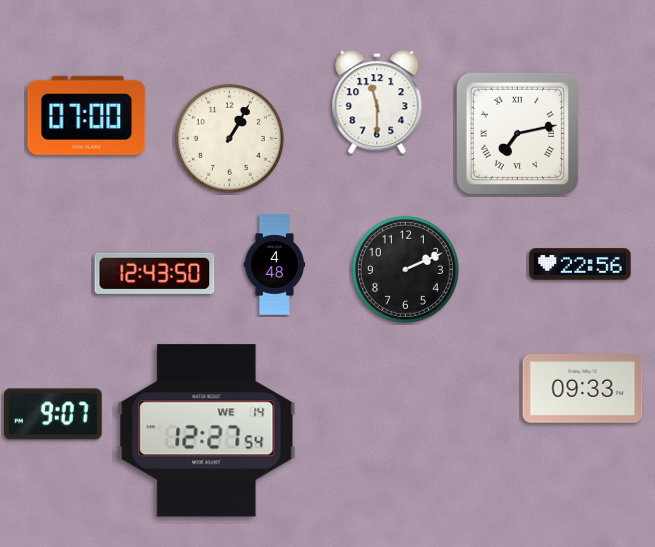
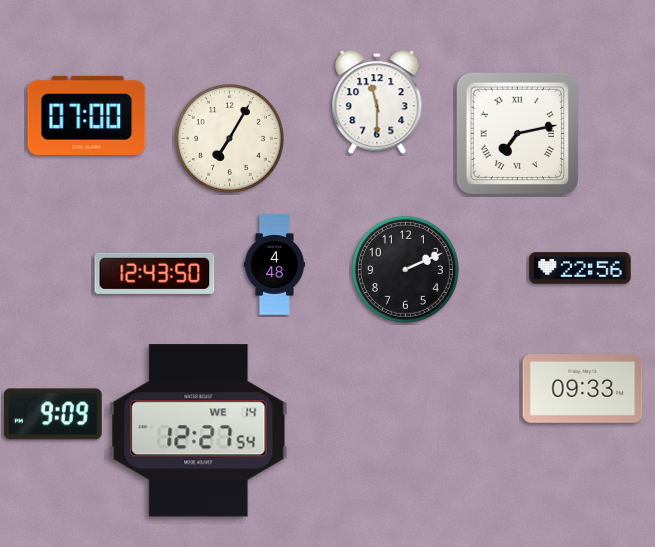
clock at (229, 138): 1:05 -> 7:05
clock at (580, 264) position: (580, 264) -> (580, 268)
clock at (53, 414): 9:07 -> 9:09
clock at (207, 431) position: (207, 431) -> (199, 431)
